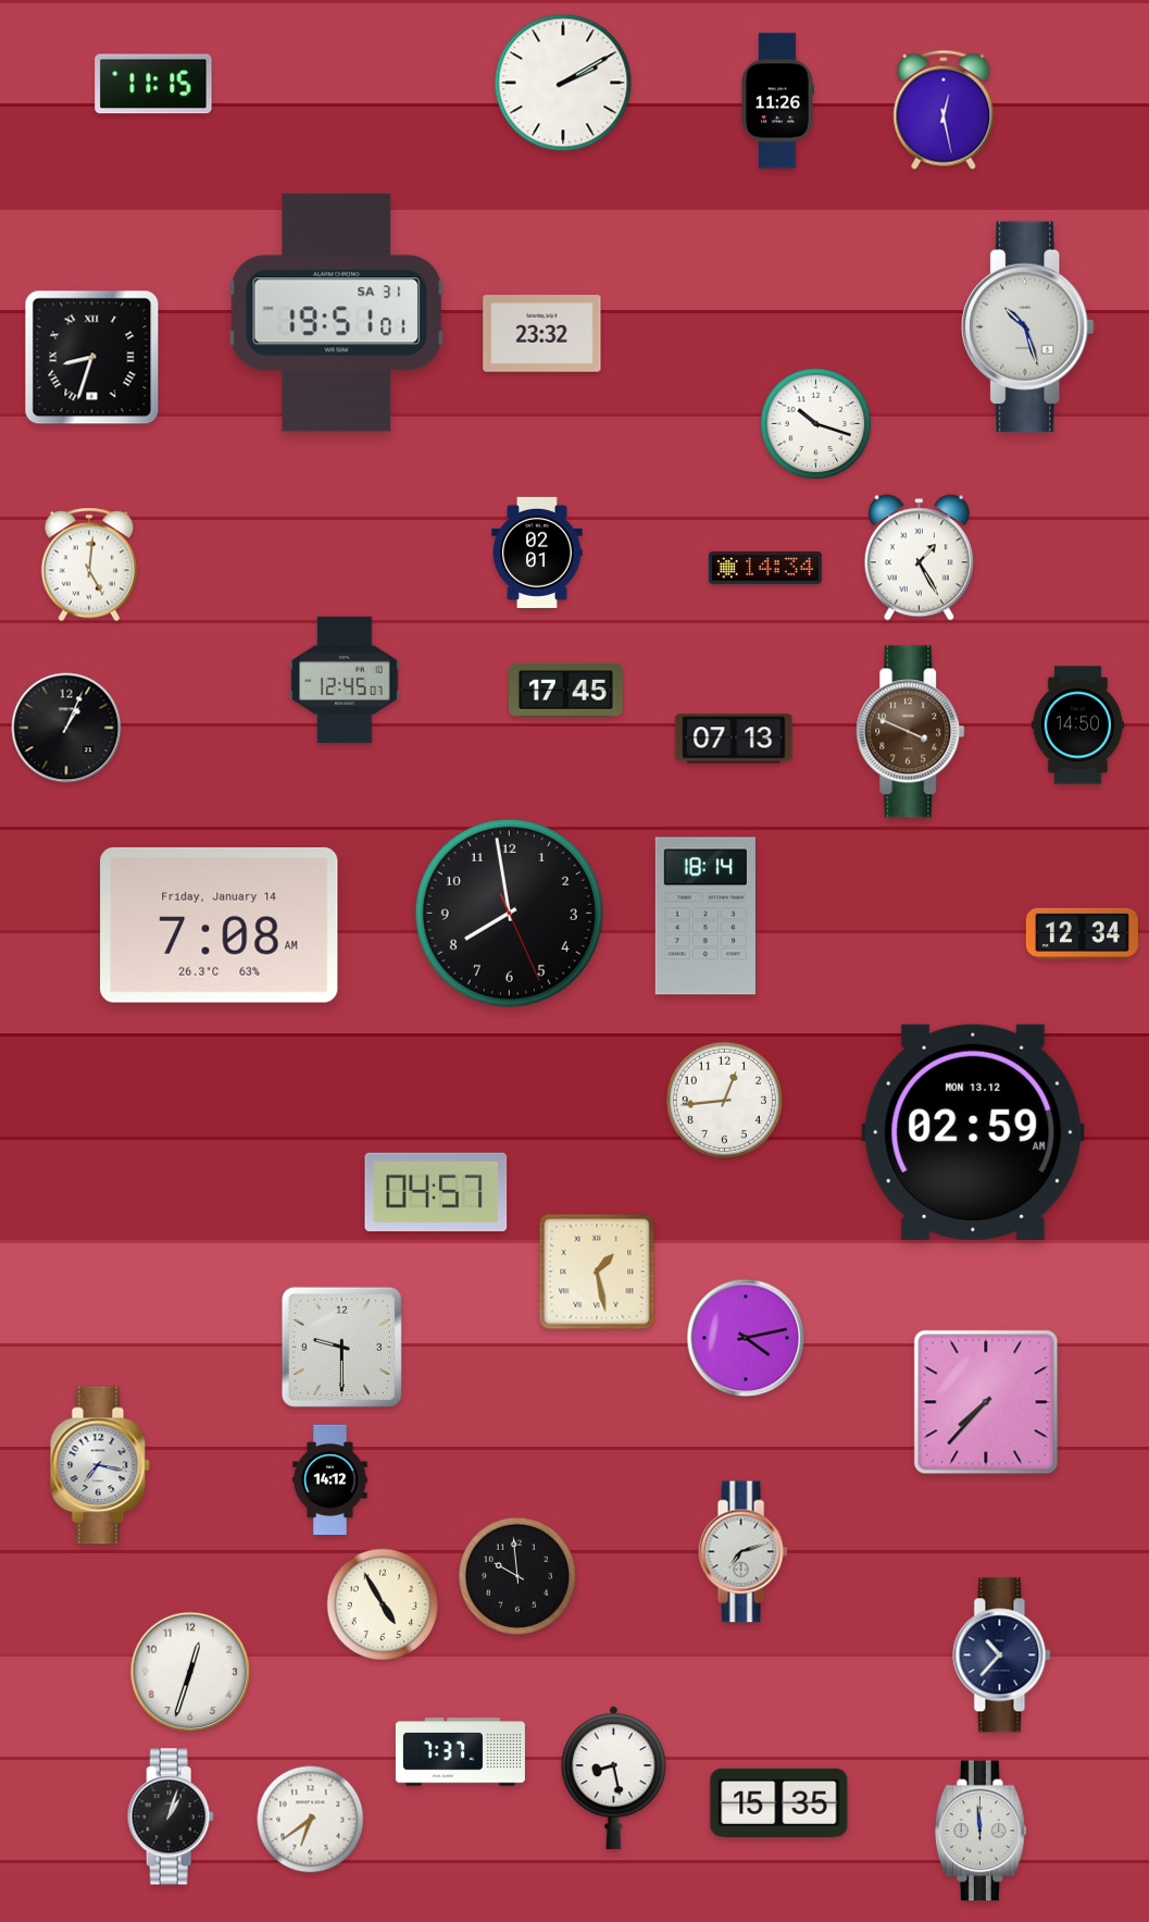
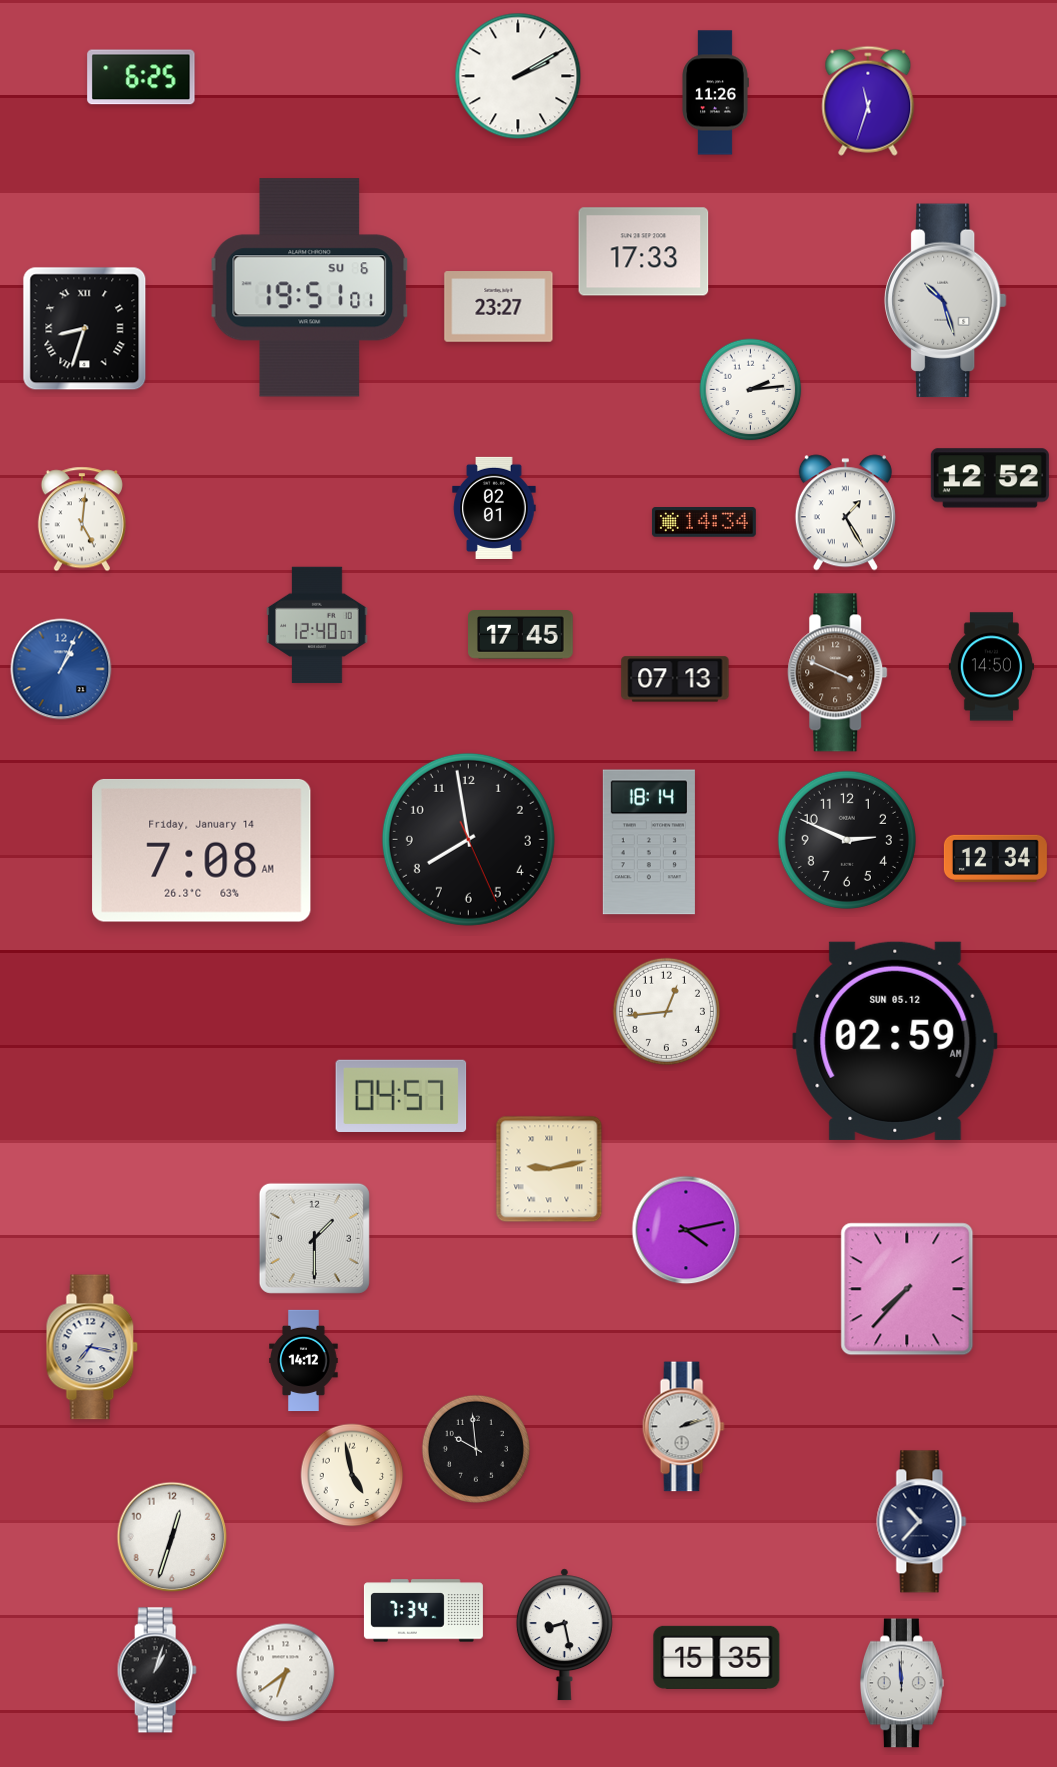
clock at (153, 84): 11:15 -> 6:25
clock at (944, 110): 12:28 -> 11:33
clock at (644, 252): none -> 17:33
clock at (337, 313) date: SA 31 -> SU 6
clock at (542, 334): 23:32 -> 23:27
clock at (816, 424): 10:18 -> 2:14
clock at (990, 478): none -> 12:52
clock at (345, 680): 12:45 -> 12:40
clock at (66, 728) dial: black -> blue
clock at (847, 840): none -> 2:49
clock at (973, 1132) date: MON 13.12 -> SUN 05.12
clock at (597, 1272): 1:28 -> 9:13
clock at (341, 1347): 9:30 -> 1:30
clock at (742, 1552): 7:12 -> 2:12
clock at (383, 1604): 4:55 -> 4:58
clock at (190, 1672) position: (190, 1672) -> (172, 1537)
clock at (460, 1752): 7:37 -> 7:34
